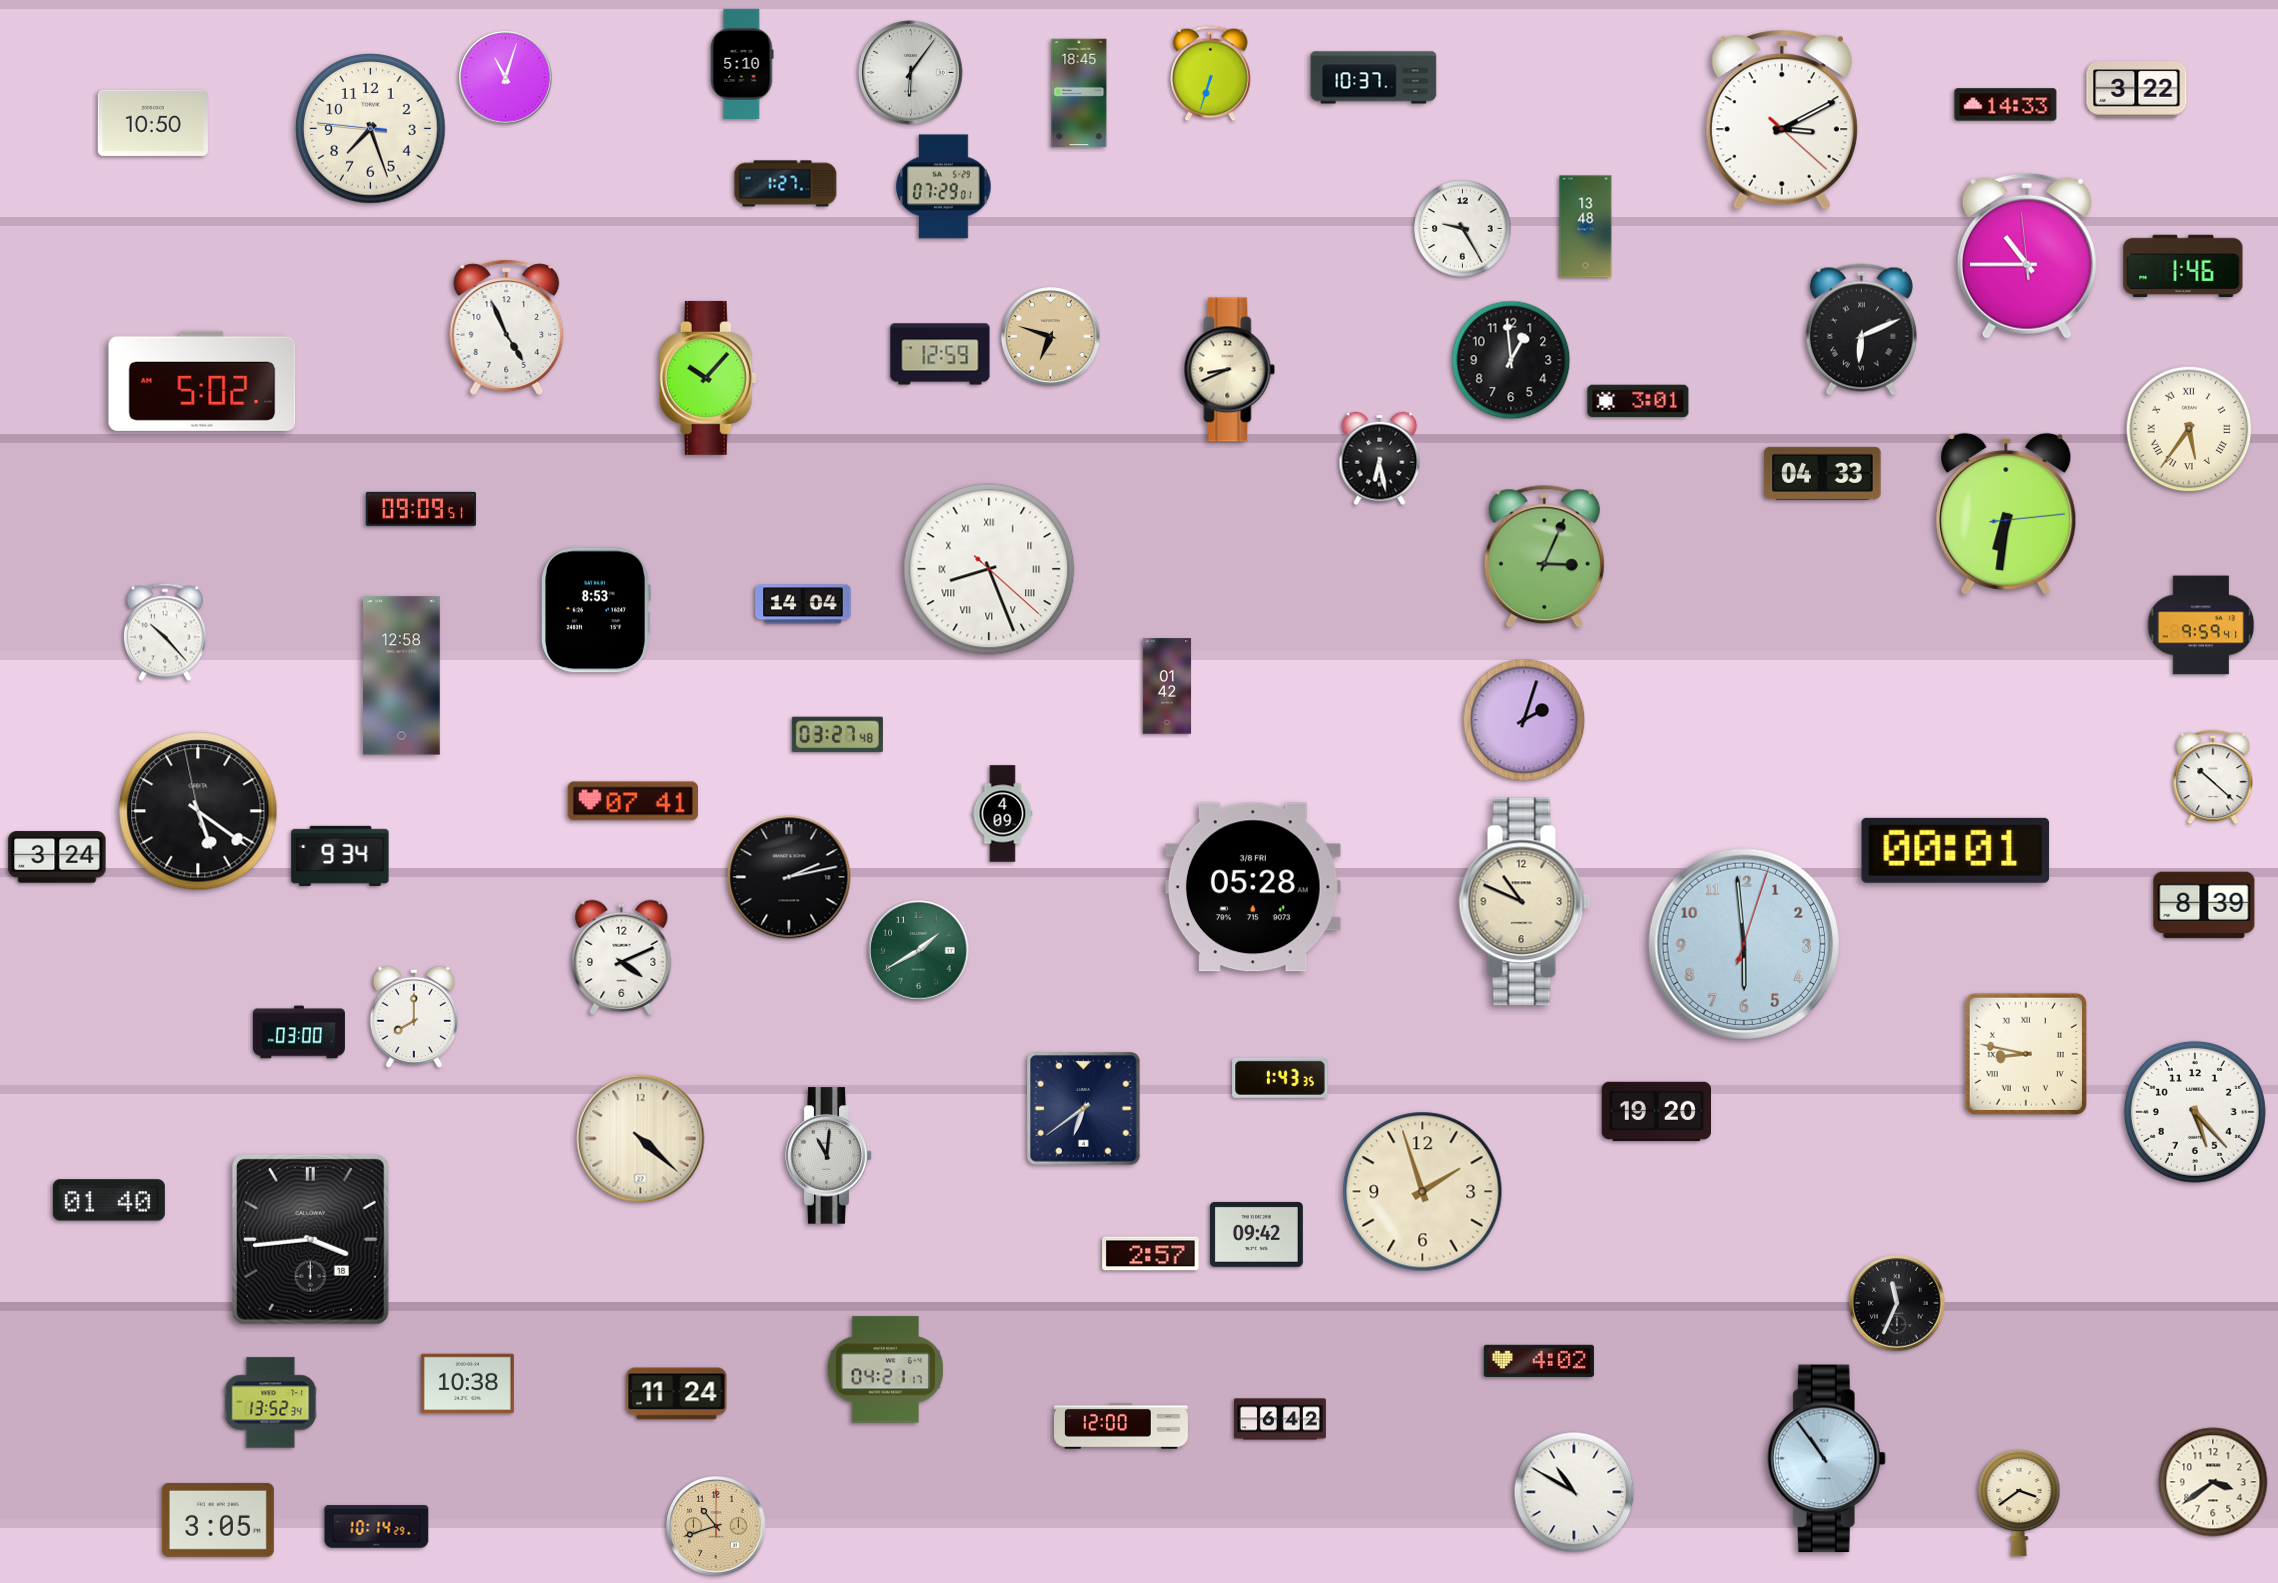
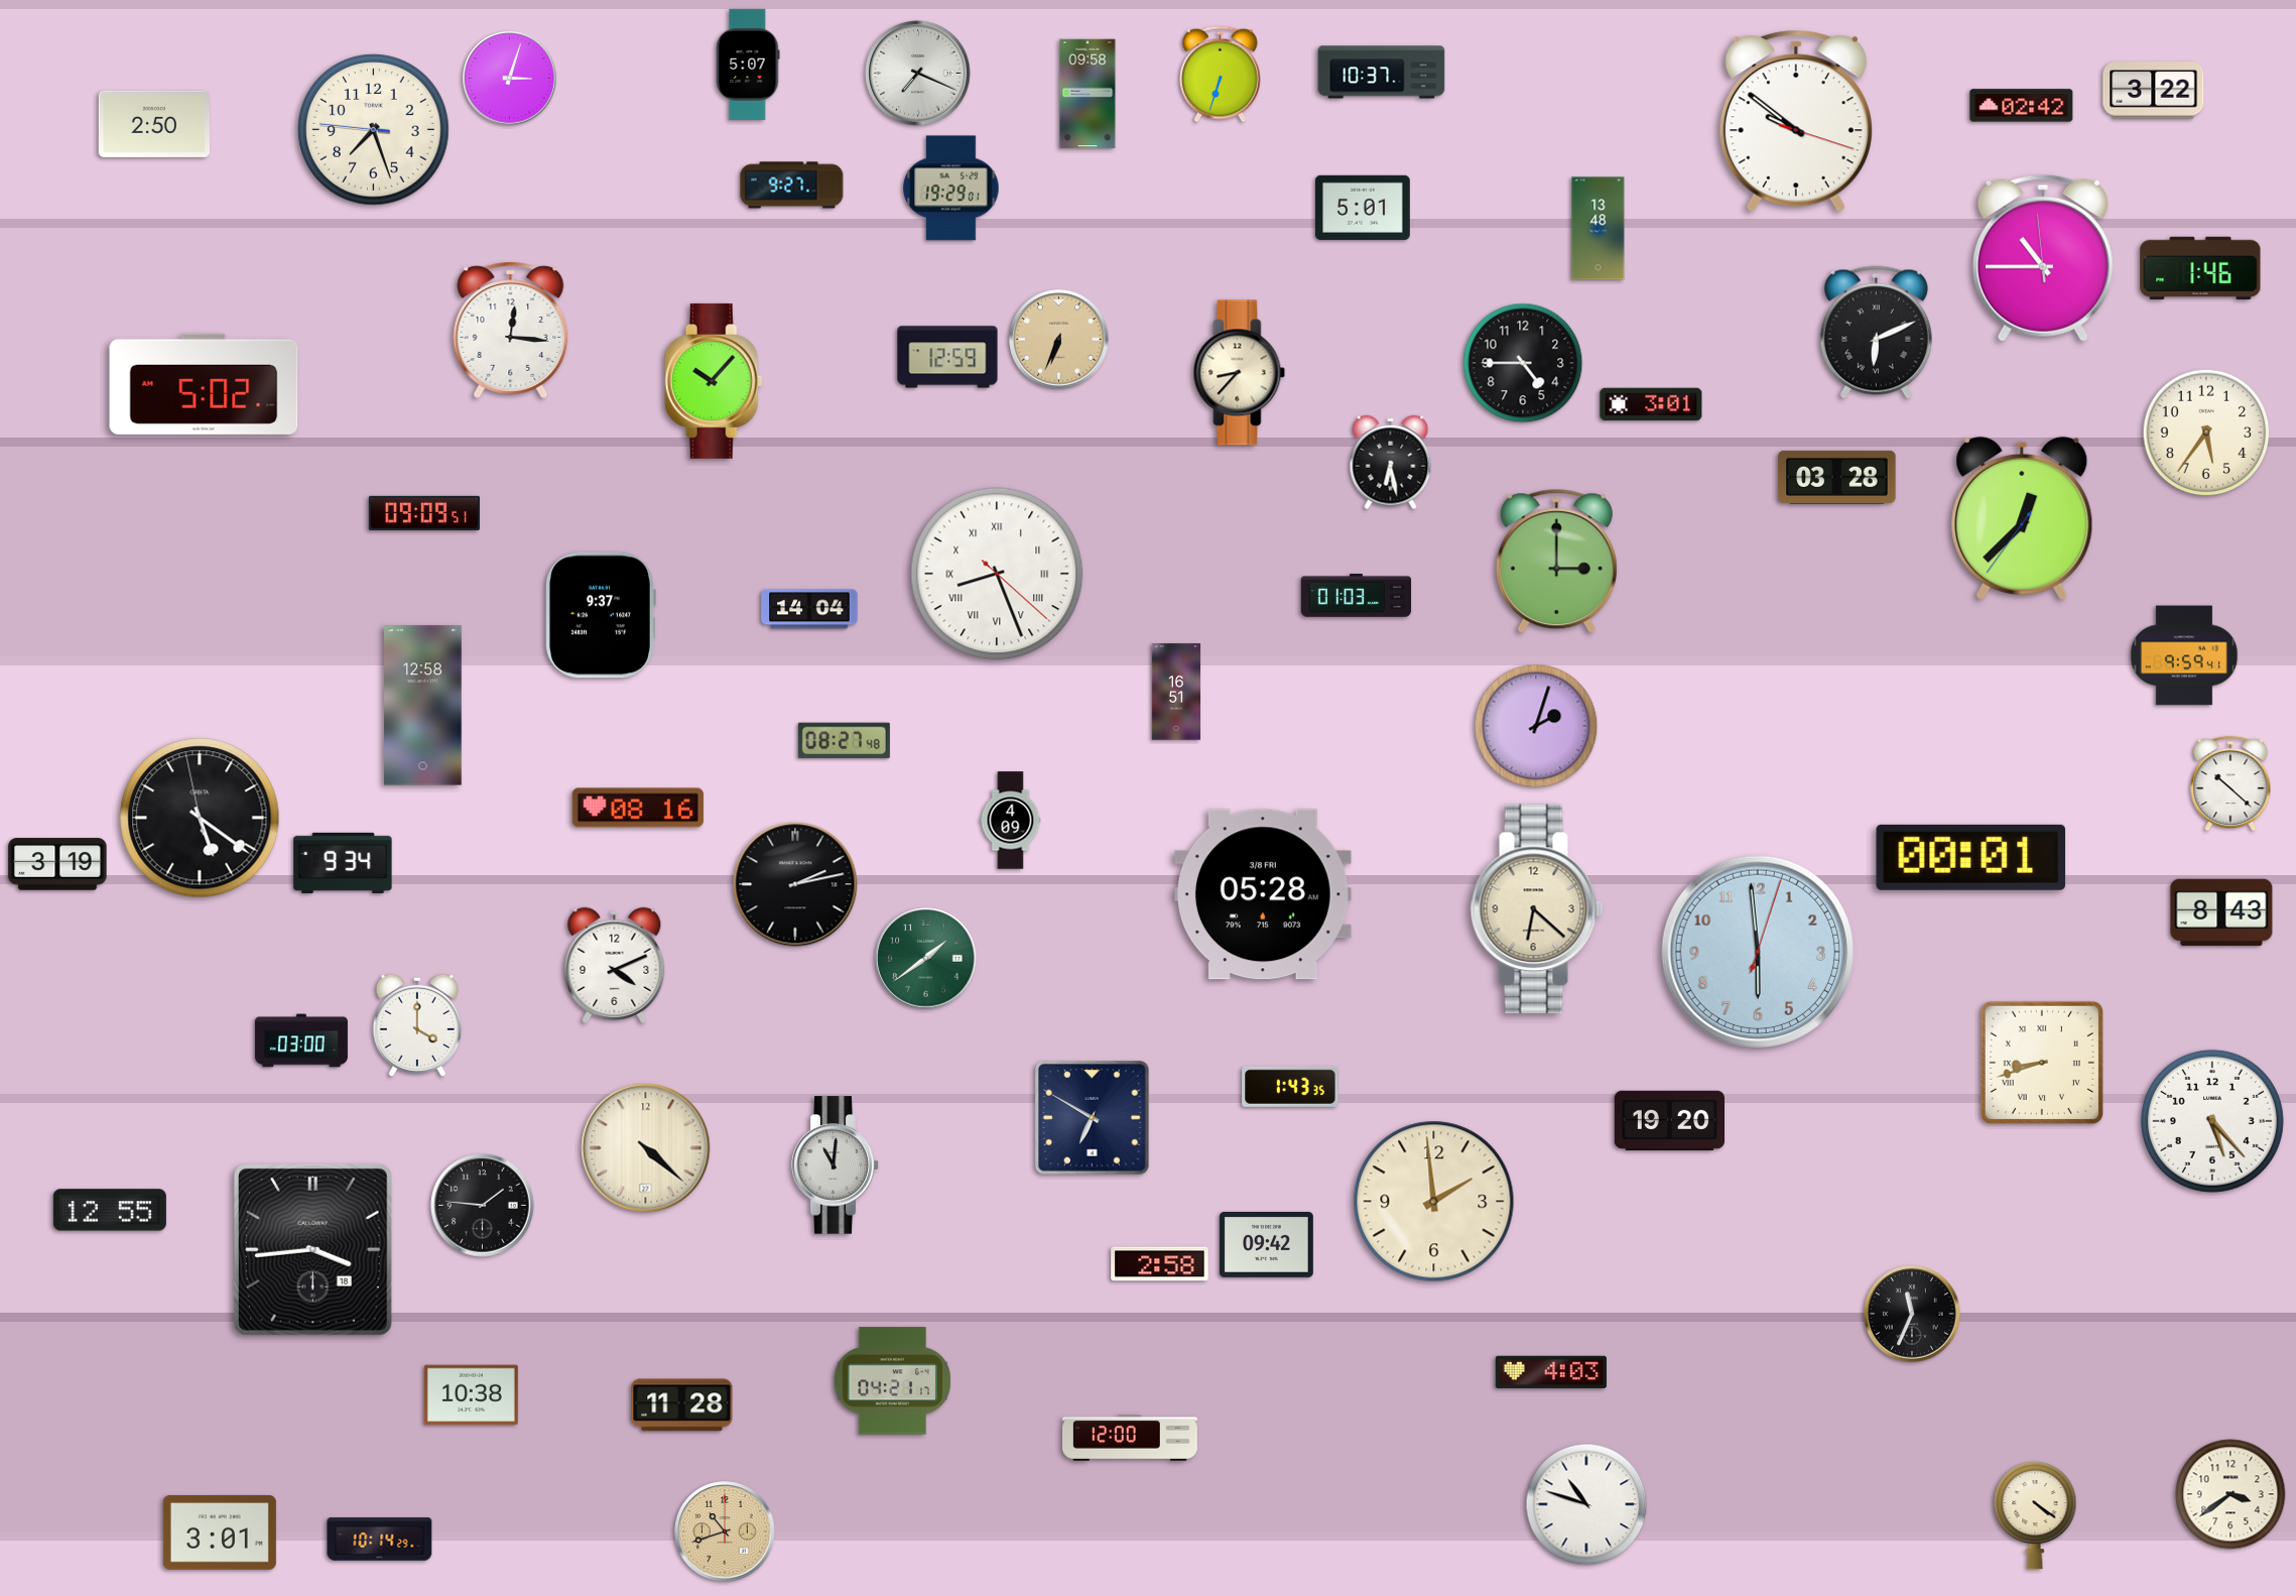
clock at (742, 64): 5:10 -> 5:07
clock at (911, 73): 6:06 -> 7:19
clock at (506, 78): 11:03 -> 3:03
clock at (1374, 78) position: (1374, 78) -> (1382, 73)
clock at (1079, 93): 18:45 -> 09:58
clock at (2006, 105): 14:33 -> 02:42
clock at (1782, 120): 3:10 -> 9:51
clock at (153, 123): 10:50 -> 2:50
clock at (786, 184): 1:27 -> 9:27
clock at (944, 187): 07:29 -> 19:29
clock at (1364, 208): none -> 5:01
clock at (1463, 229): 9:25 -> none
clock at (507, 327): 4:56 -> 12:16
clock at (1051, 337): 6:48 -> 6:34
clock at (1511, 360): 12:59 -> 4:45
clock at (1230, 370): 8:41 -> 8:37
clock at (2189, 429) numerals: Roman -> Arabic
clock at (1823, 473): 04:33 -> 03:28
clock at (2006, 514): 6:31 -> 12:37
clock at (1544, 557): 3:04 -> 3:00
clock at (1357, 596): none -> 01:03
clock at (596, 610): 8:53 -> 9:37
clock at (2201, 625) position: (2201, 625) -> (2184, 655)
clock at (165, 632): 10:23 -> none
clock at (402, 676) position: (402, 676) -> (423, 706)
clock at (1167, 686): 01:42 -> 16:51
clock at (837, 735): 03:27 -> 08:27
clock at (633, 801): 07:41 -> 08:16
clock at (57, 857): 3:24 -> 3:19
clock at (1525, 902): 10:49 -> 6:22
clock at (2204, 905): 8:39 -> 8:43
clock at (919, 951): 1:40 -> 1:39
clock at (622, 957) position: (622, 957) -> (615, 965)
clock at (414, 1016): 8:00 -> 4:00
clock at (2026, 1054): 8:47 -> 8:42
clock at (1084, 1109): 6:39 -> 6:50
clock at (1423, 1192): 1:57 -> 1:59
clock at (483, 1206): none -> 1:46
clock at (109, 1200): 01:40 -> 12:55
clock at (1151, 1254): 2:57 -> 2:58
clock at (1539, 1361): 4:02 -> 4:03
clock at (677, 1394): 11:24 -> 11:28
clock at (271, 1403): 13:52 -> none
clock at (1280, 1419): 6:42 -> none
clock at (1826, 1459): 10:54 -> none
clock at (1574, 1492): 10:50 -> 10:48
clock at (2019, 1504): 3:39 -> 4:21
clock at (218, 1520): 3:05 -> 3:01
clock at (716, 1526) position: (716, 1526) -> (725, 1531)
